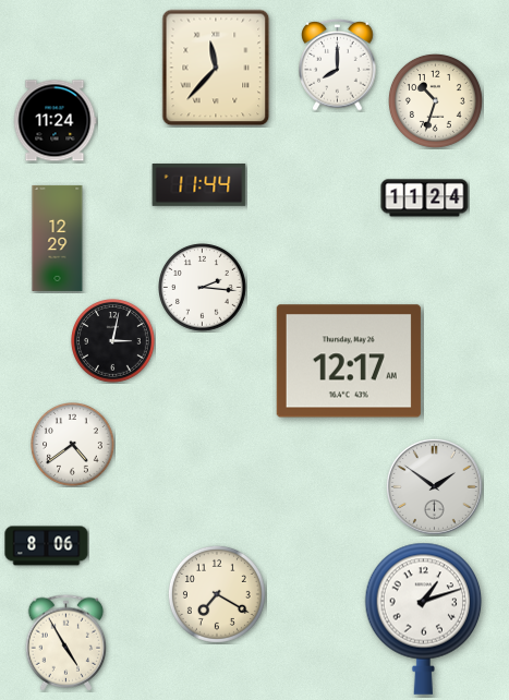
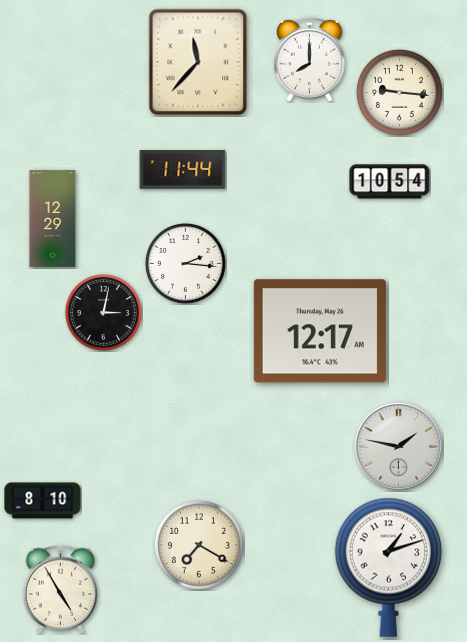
clock at (435, 100): 10:33 -> 9:16
clock at (54, 121): 11:24 -> none
clock at (425, 198): 11:24 -> 10:54
clock at (73, 445): 4:39 -> none
clock at (434, 486): 1:51 -> 1:47
clock at (47, 546): 8:06 -> 8:10
